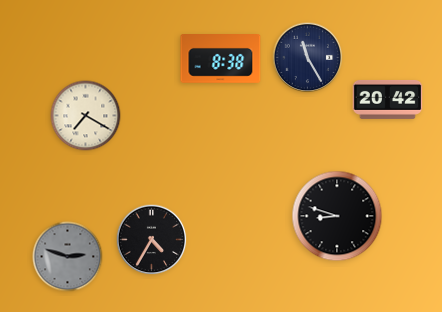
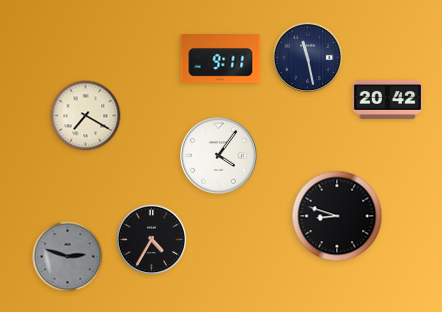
clock at (308, 58): 11:25 -> 11:28
clock at (221, 59): 8:38 -> 9:11
clock at (219, 156): none -> 4:06
